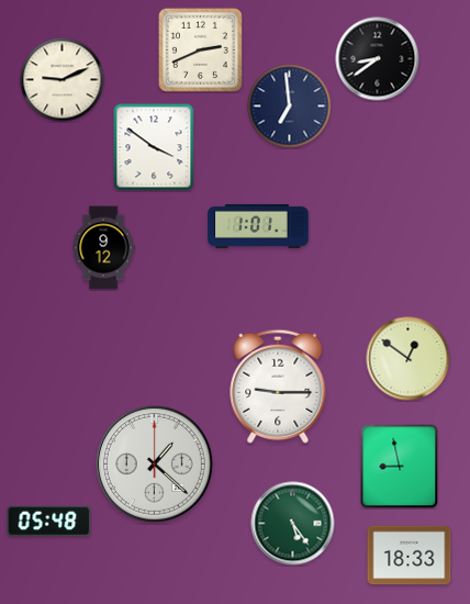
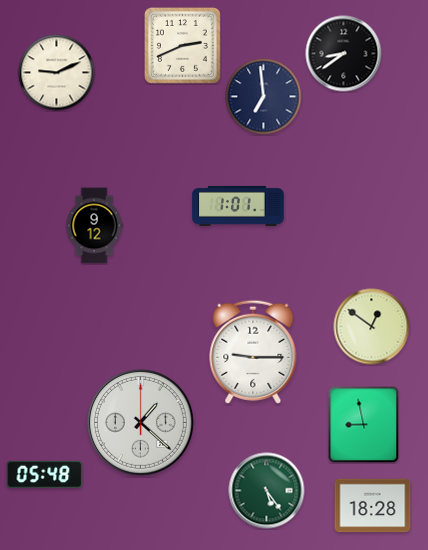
clock at (154, 147): 3:51 -> none
clock at (258, 226) position: (258, 226) -> (238, 206)
clock at (293, 524) position: (293, 524) -> (267, 491)
clock at (410, 556): 18:33 -> 18:28
